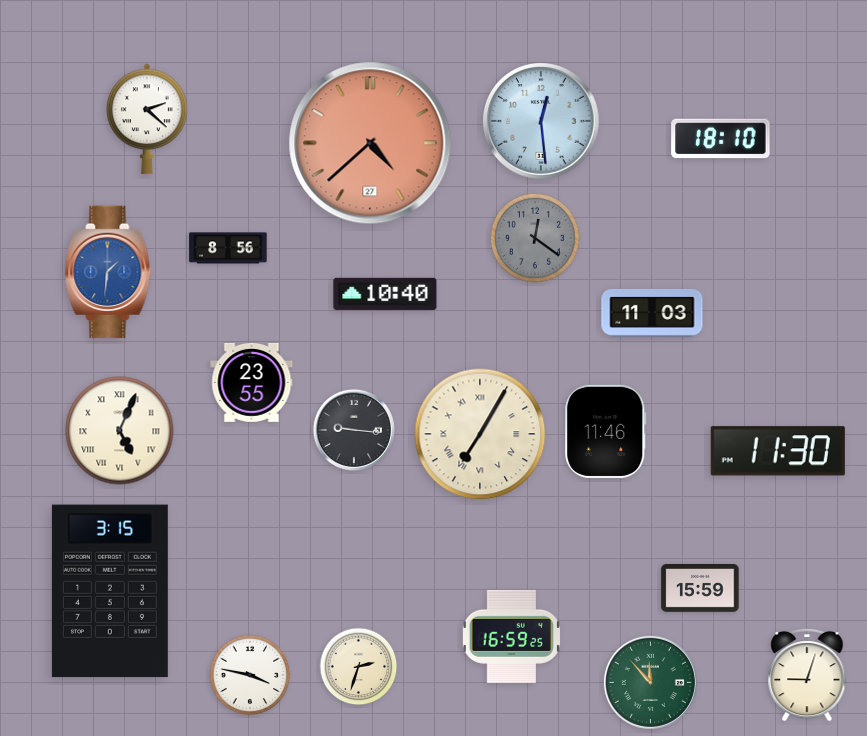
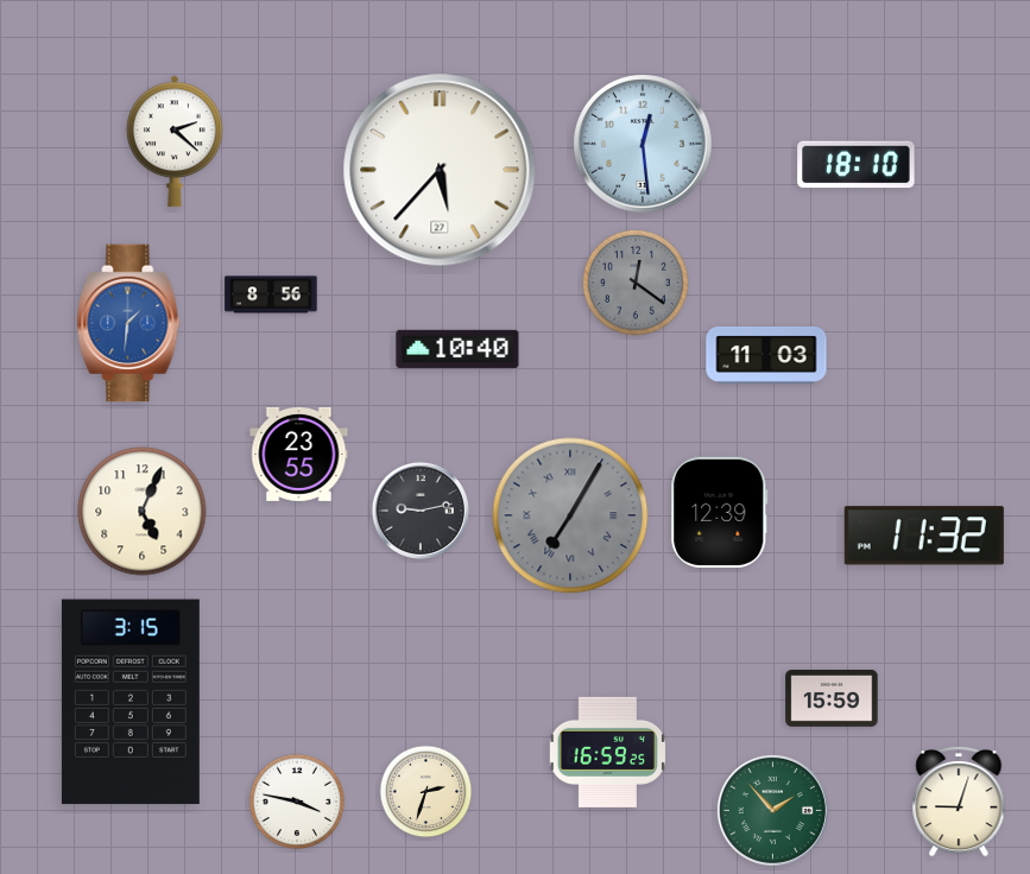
clock at (370, 143): 4:38 -> 5:37
clock at (370, 143) dial: salmon -> white
clock at (652, 314) position: (652, 314) -> (766, 356)
clock at (354, 430): 9:16 -> 9:13
clock at (120, 431) numerals: Roman -> Arabic
clock at (606, 431): 11:46 -> 12:39
clock at (480, 434) dial: cream -> grey
clock at (778, 451): 11:30 -> 11:32
clock at (511, 636) position: (511, 636) -> (607, 752)
clock at (650, 682): 11:53 -> 1:53
